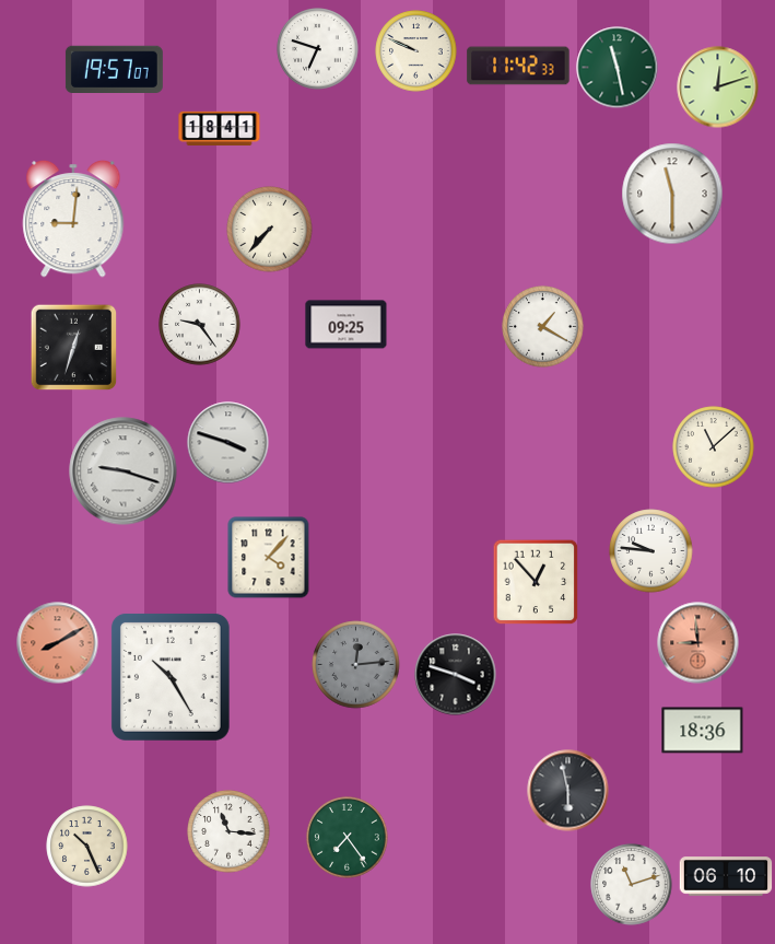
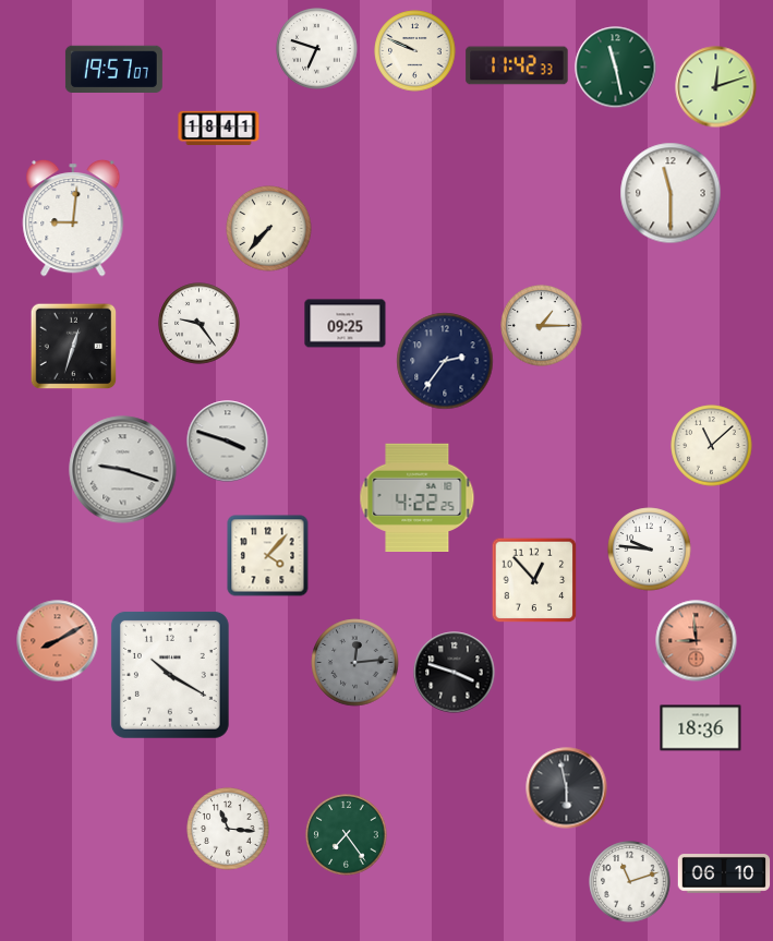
clock at (543, 327): 1:20 -> 1:15
clock at (445, 361): none -> 2:36
clock at (418, 497): none -> 4:22
clock at (171, 677): 10:25 -> 10:20
clock at (87, 847): 10:26 -> none
